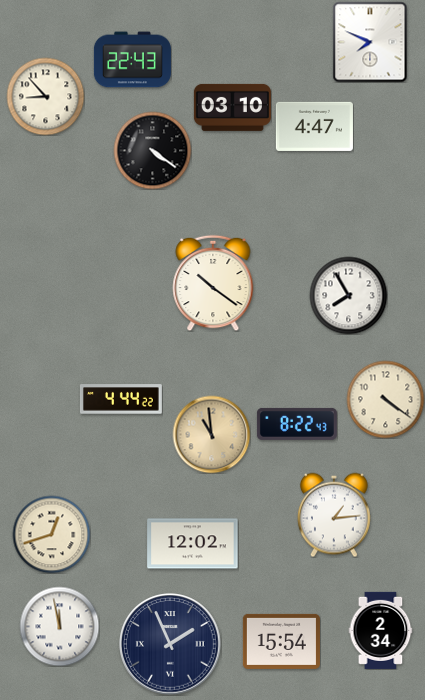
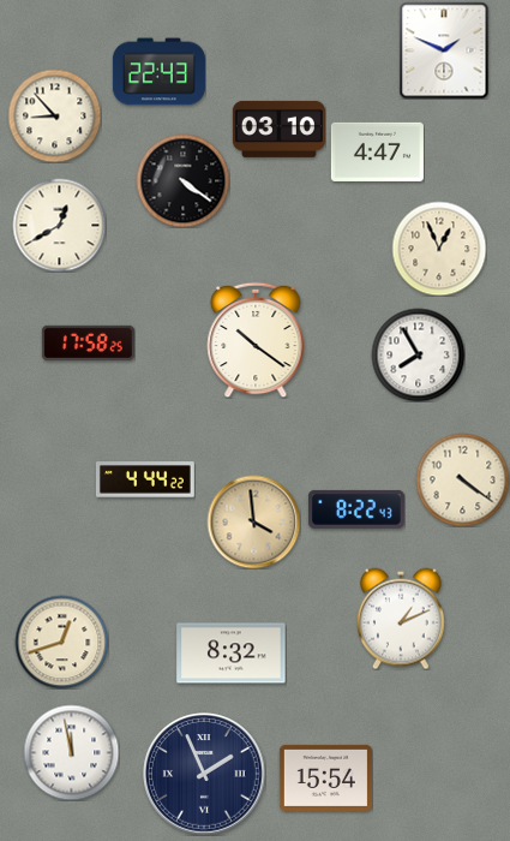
clock at (370, 42): 7:49 -> 1:49
clock at (59, 225): none -> 12:40
clock at (439, 249): none -> 12:56
clock at (88, 342): none -> 17:58
clock at (211, 434): 10:59 -> 3:59
clock at (334, 515): 1:14 -> 1:11
clock at (193, 544): 12:02 -> 8:32
clock at (381, 630): 2:34 -> none
clock at (281, 641) position: (281, 641) -> (325, 777)
